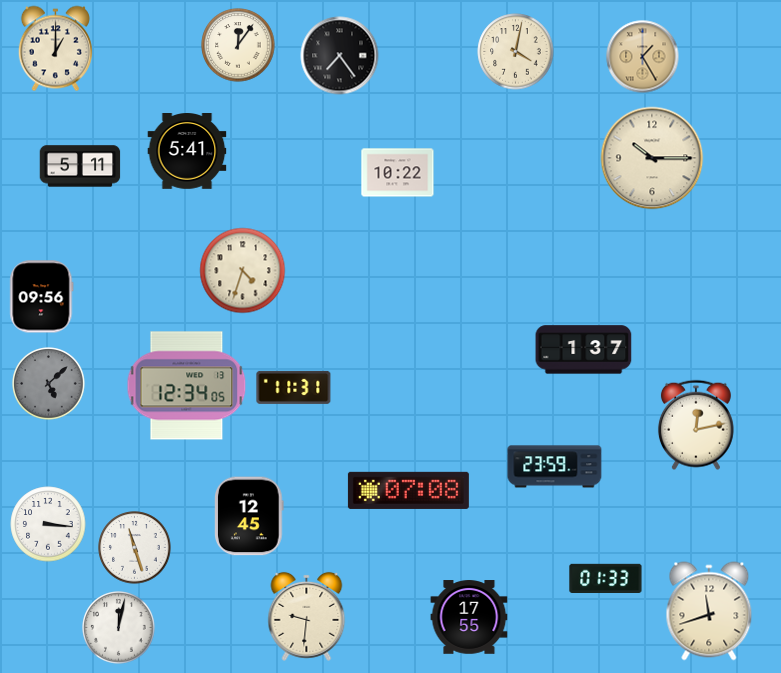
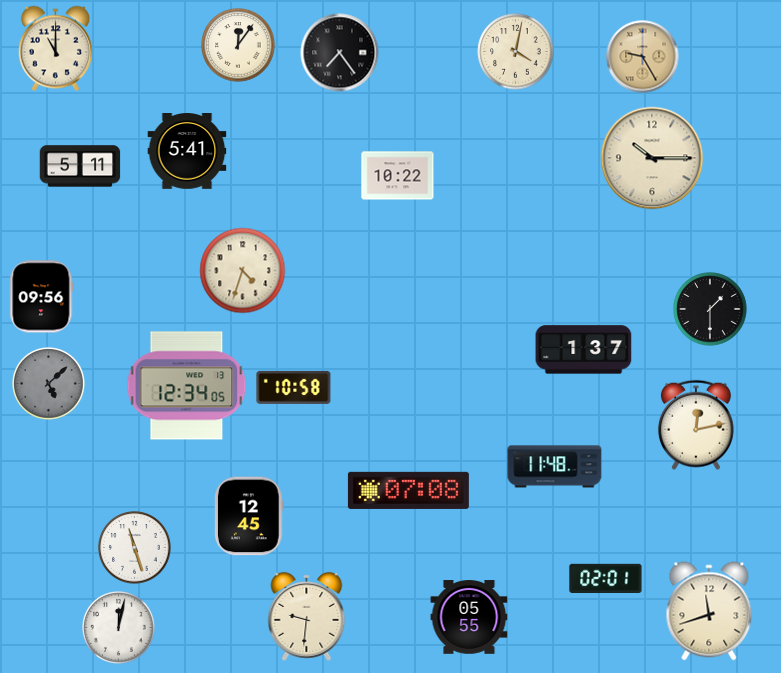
clock at (55, 49): 1:00 -> 11:00
clock at (340, 56) position: (340, 56) -> (340, 53)
clock at (643, 57): 1:25 -> 9:25
clock at (398, 173) position: (398, 173) -> (398, 176)
clock at (710, 309): none -> 1:30
clock at (294, 387): 11:31 -> 10:58
clock at (555, 467): 23:59 -> 11:48
clock at (48, 524): 3:16 -> none
clock at (606, 579): 01:33 -> 02:01
clock at (469, 617): 17:55 -> 05:55
